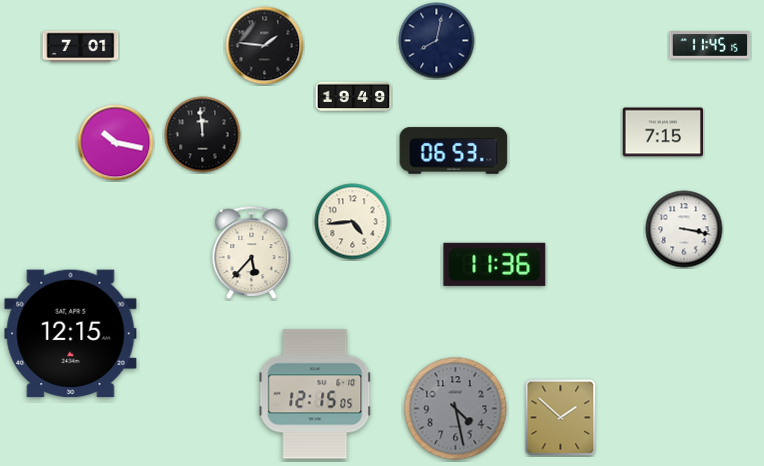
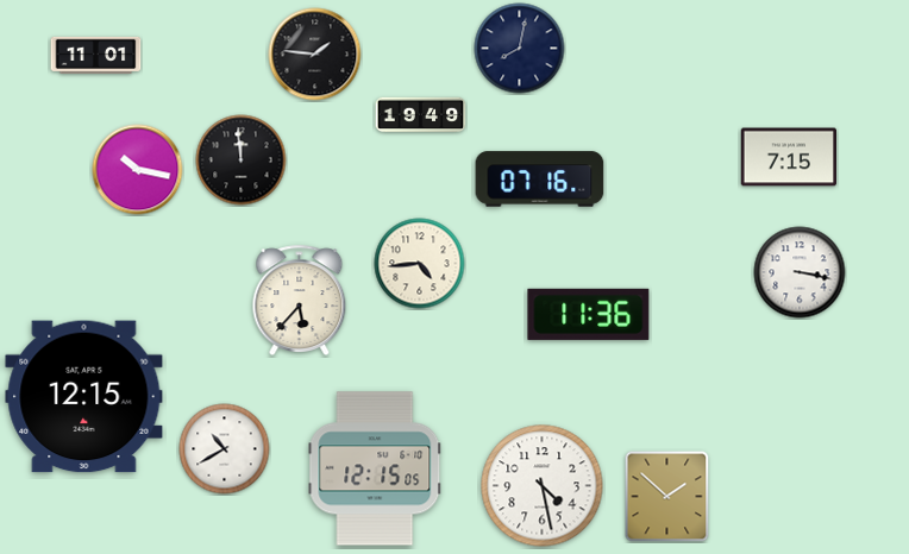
clock at (710, 45): 11:45 -> none
clock at (81, 46): 7:01 -> 11:01
clock at (454, 151): 06:53 -> 07:16
clock at (684, 229) position: (684, 229) -> (800, 272)
clock at (225, 449): none -> 10:40
clock at (456, 409) dial: grey -> white
